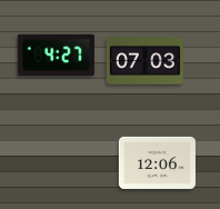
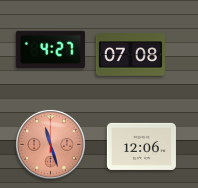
clock at (144, 61): 07:03 -> 07:08
clock at (50, 144): none -> 11:27
